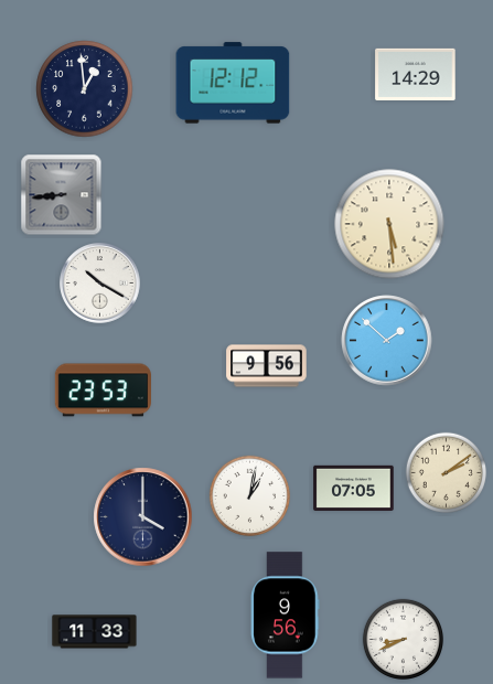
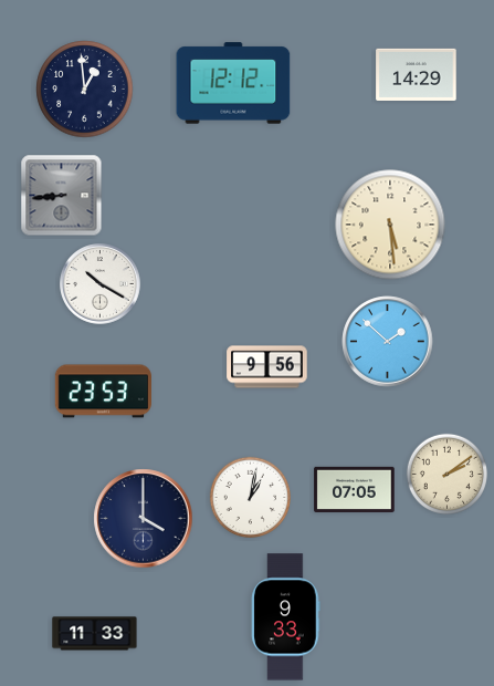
clock at (286, 616): 9:56 -> 9:33
clock at (403, 639): 8:41 -> none
